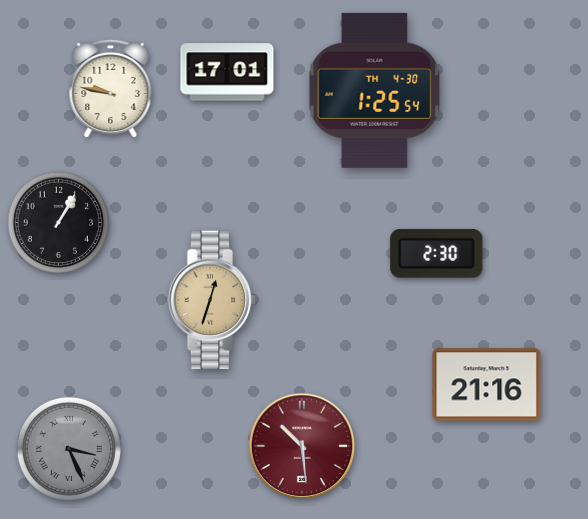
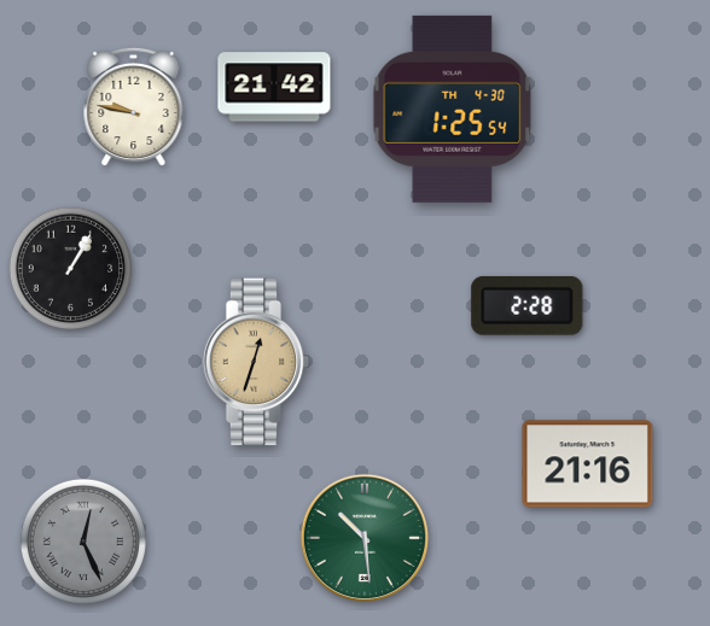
clock at (227, 72): 17:01 -> 21:42
clock at (437, 253): 2:30 -> 2:28
clock at (301, 445) dial: burgundy -> green
clock at (69, 449): 3:26 -> 12:26
